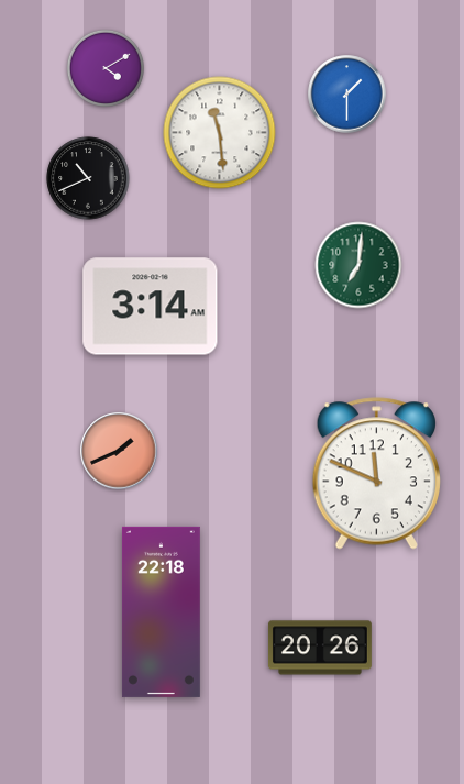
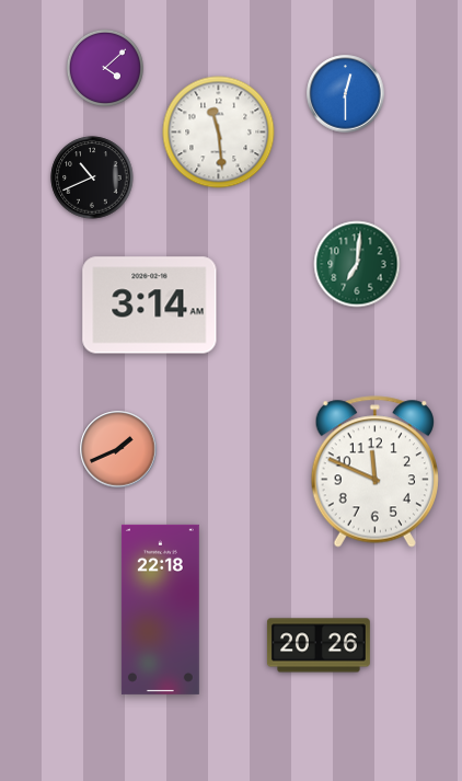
clock at (106, 68): 4:10 -> 4:08
clock at (347, 95): 1:30 -> 12:30
clock at (88, 178) position: (88, 178) -> (92, 177)
